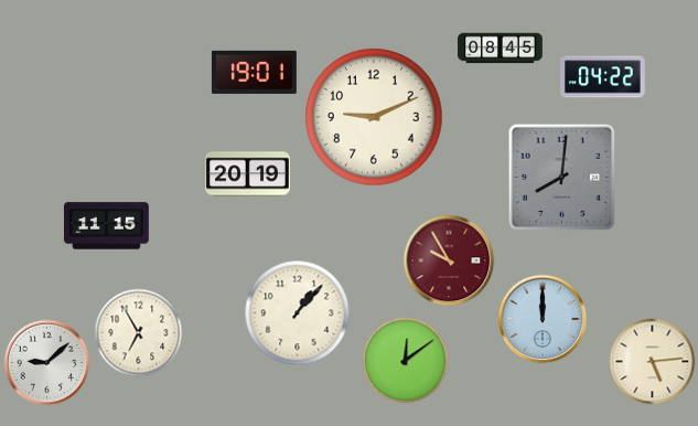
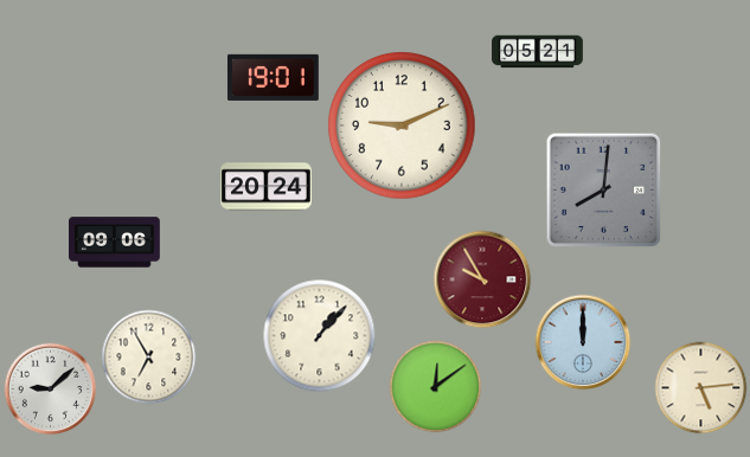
clock at (501, 49): 08:45 -> 05:21
clock at (603, 77): 04:22 -> none
clock at (248, 174): 20:19 -> 20:24
clock at (107, 226): 11:15 -> 09:06
